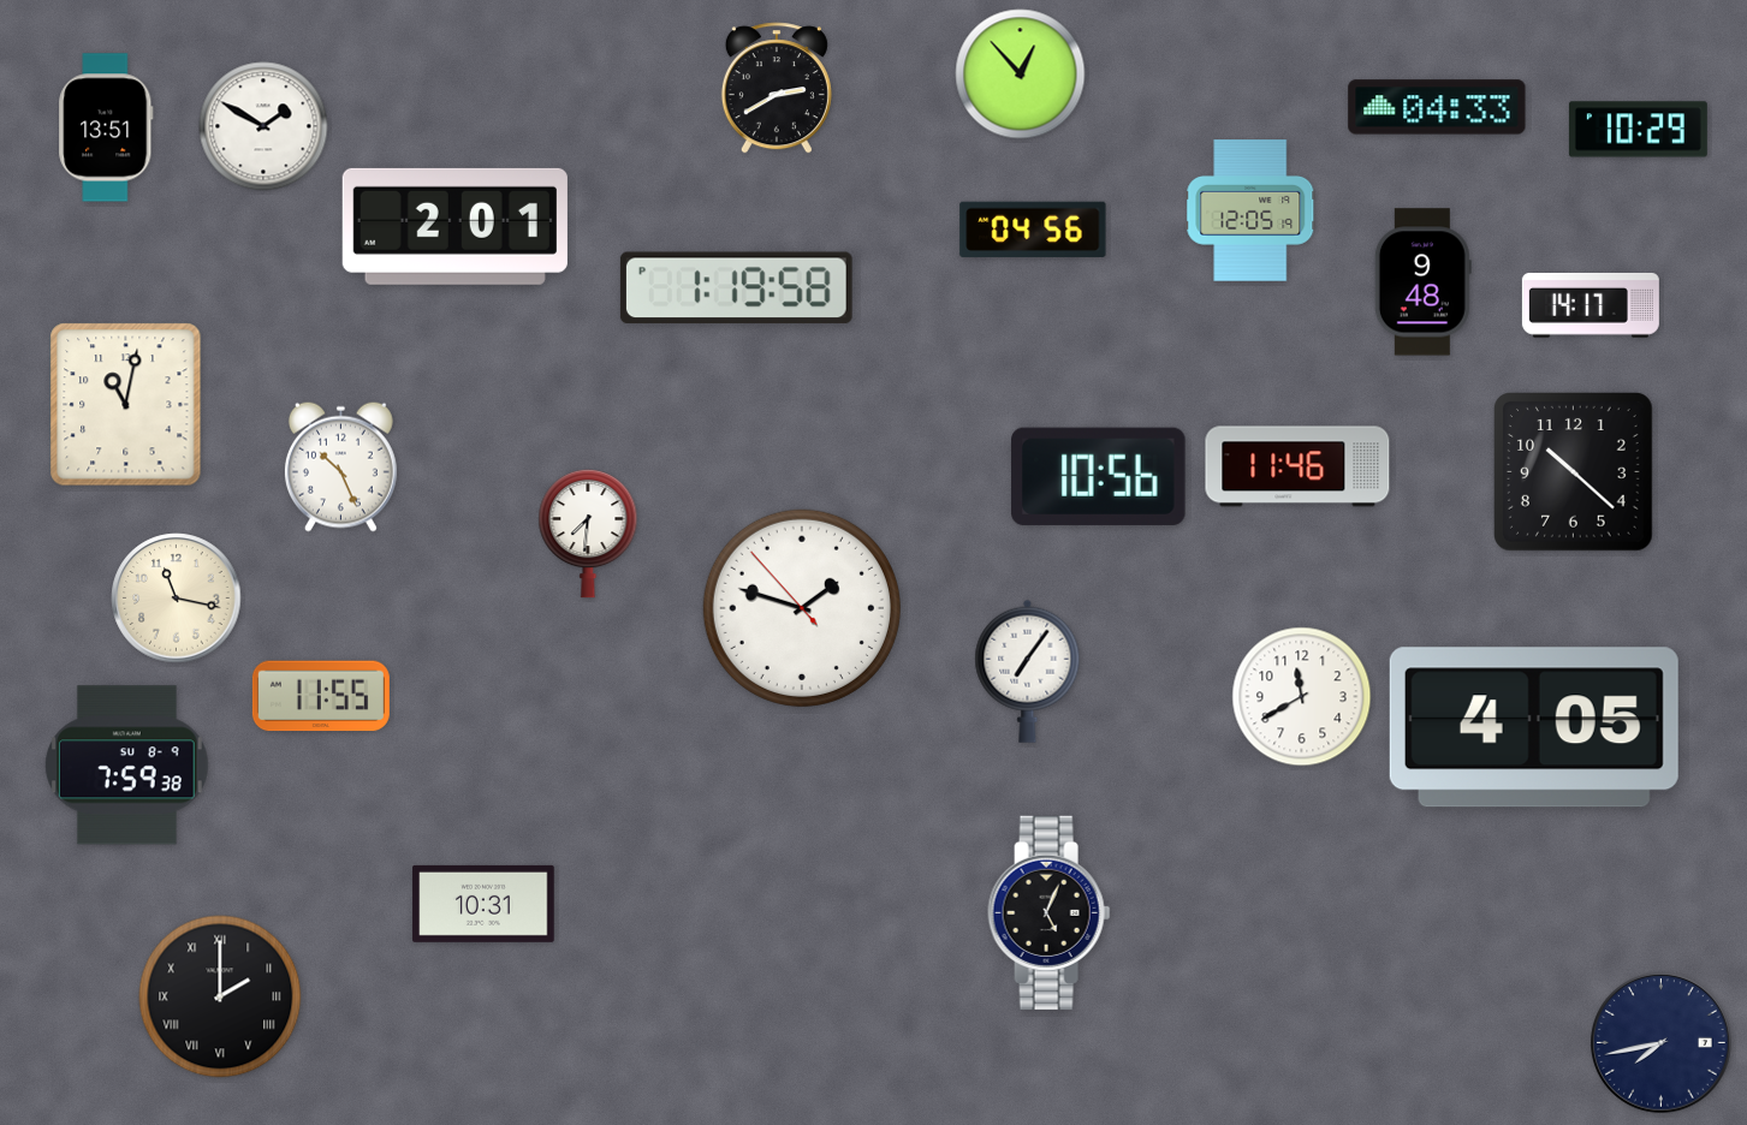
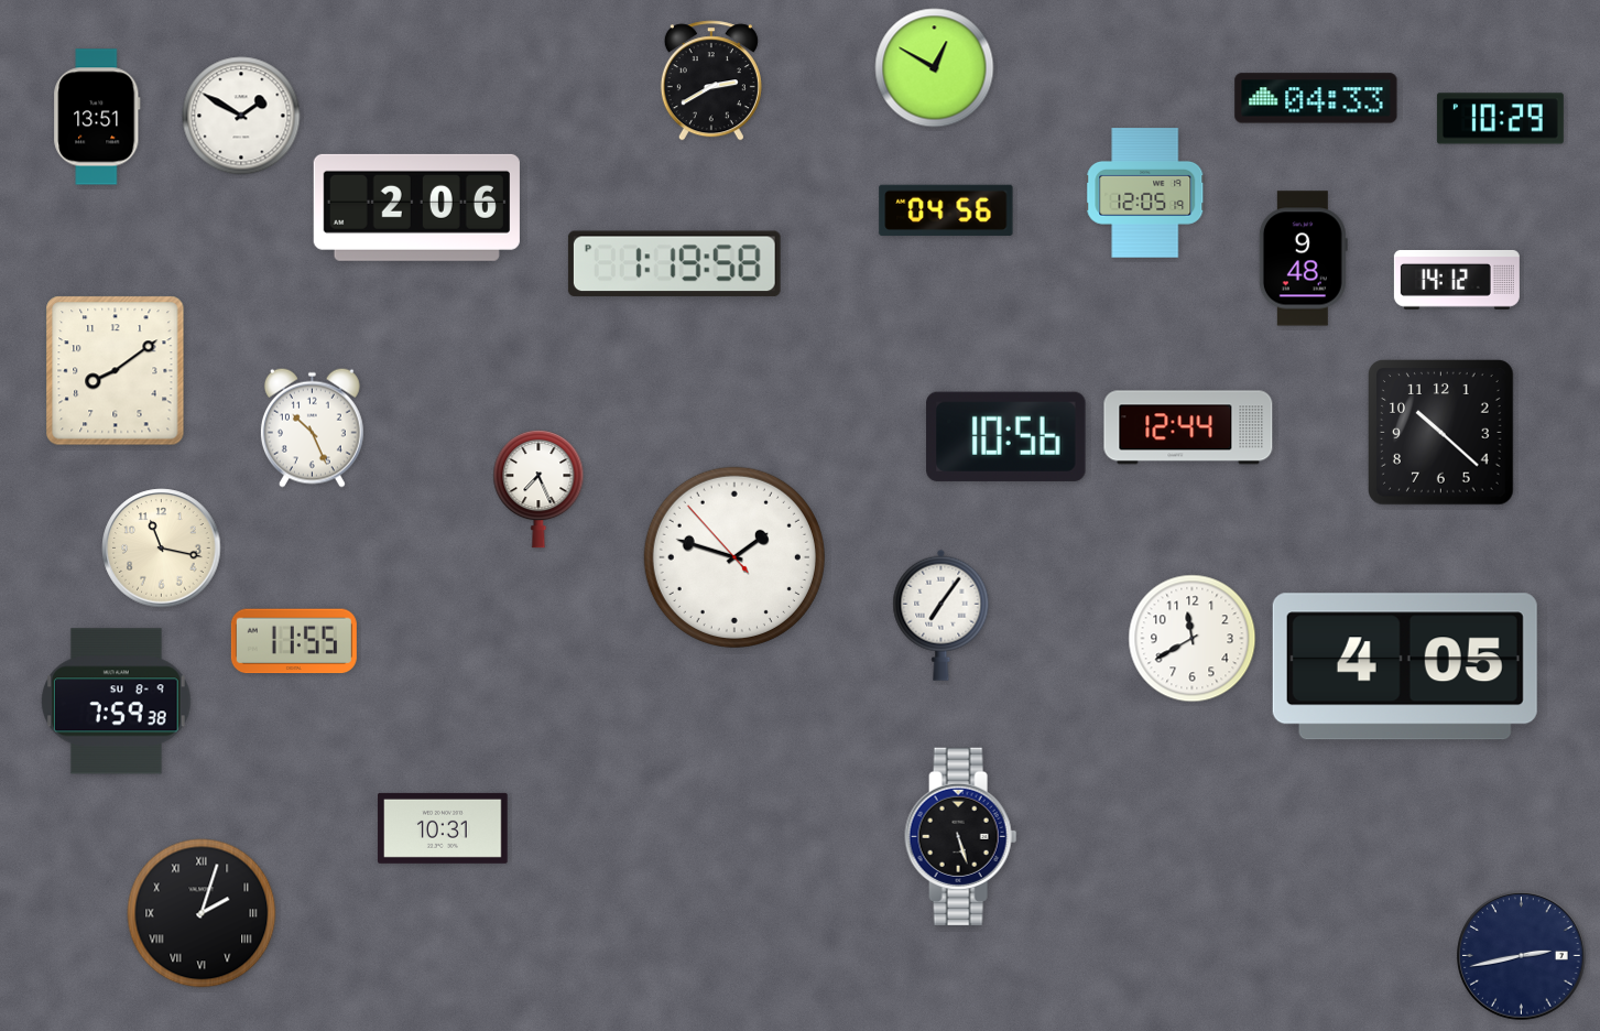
clock at (1021, 75): 12:53 -> 12:50
clock at (454, 226): 2:01 -> 2:06
clock at (1591, 305): 14:17 -> 14:12
clock at (126, 405): 11:02 -> 8:09
clock at (1297, 466): 11:46 -> 12:44
clock at (588, 535): 7:31 -> 7:26
clock at (321, 696) position: (321, 696) -> (294, 641)
clock at (1050, 912): 5:04 -> 5:27
clock at (220, 996): 2:00 -> 2:03
clock at (1662, 1043): 7:43 -> 2:43
